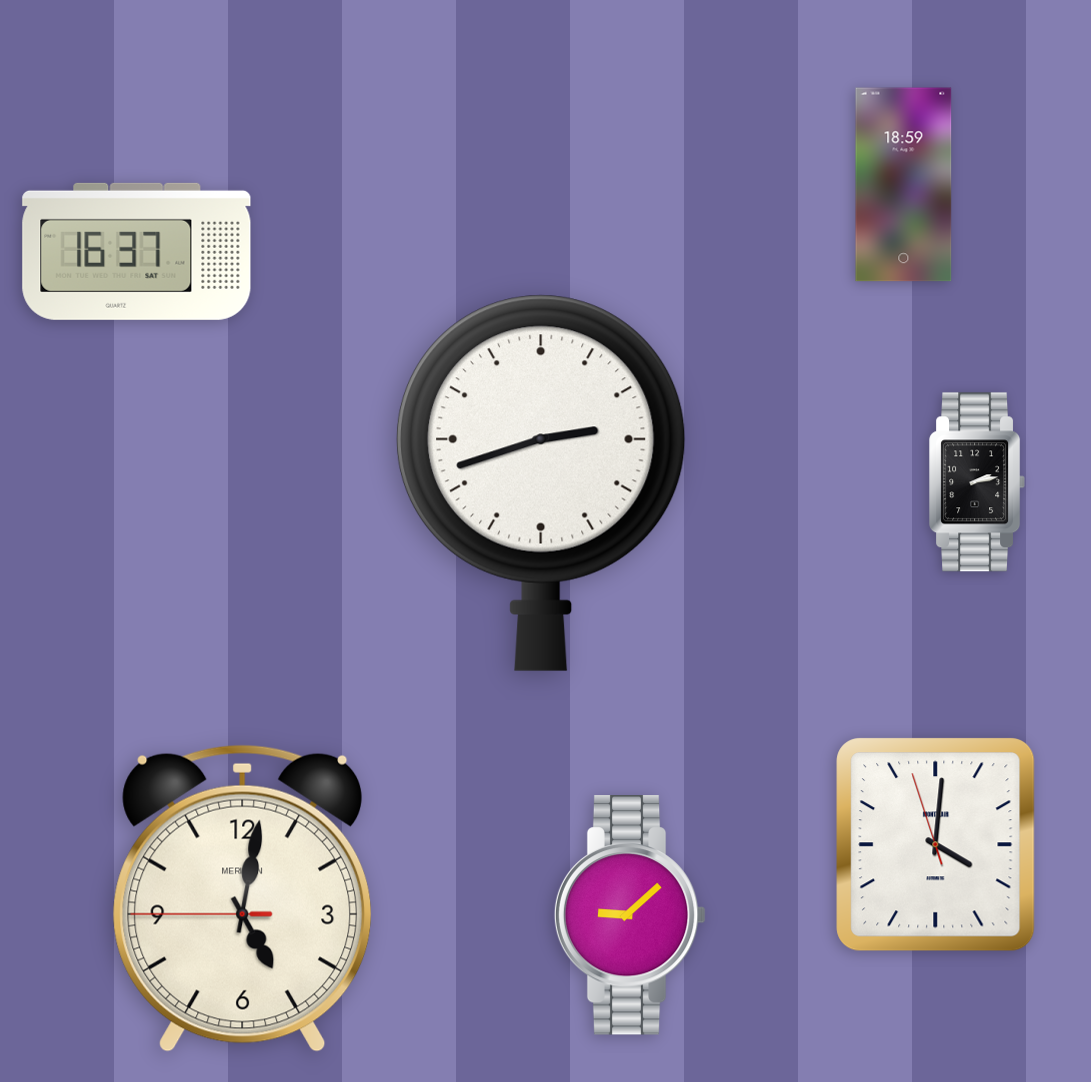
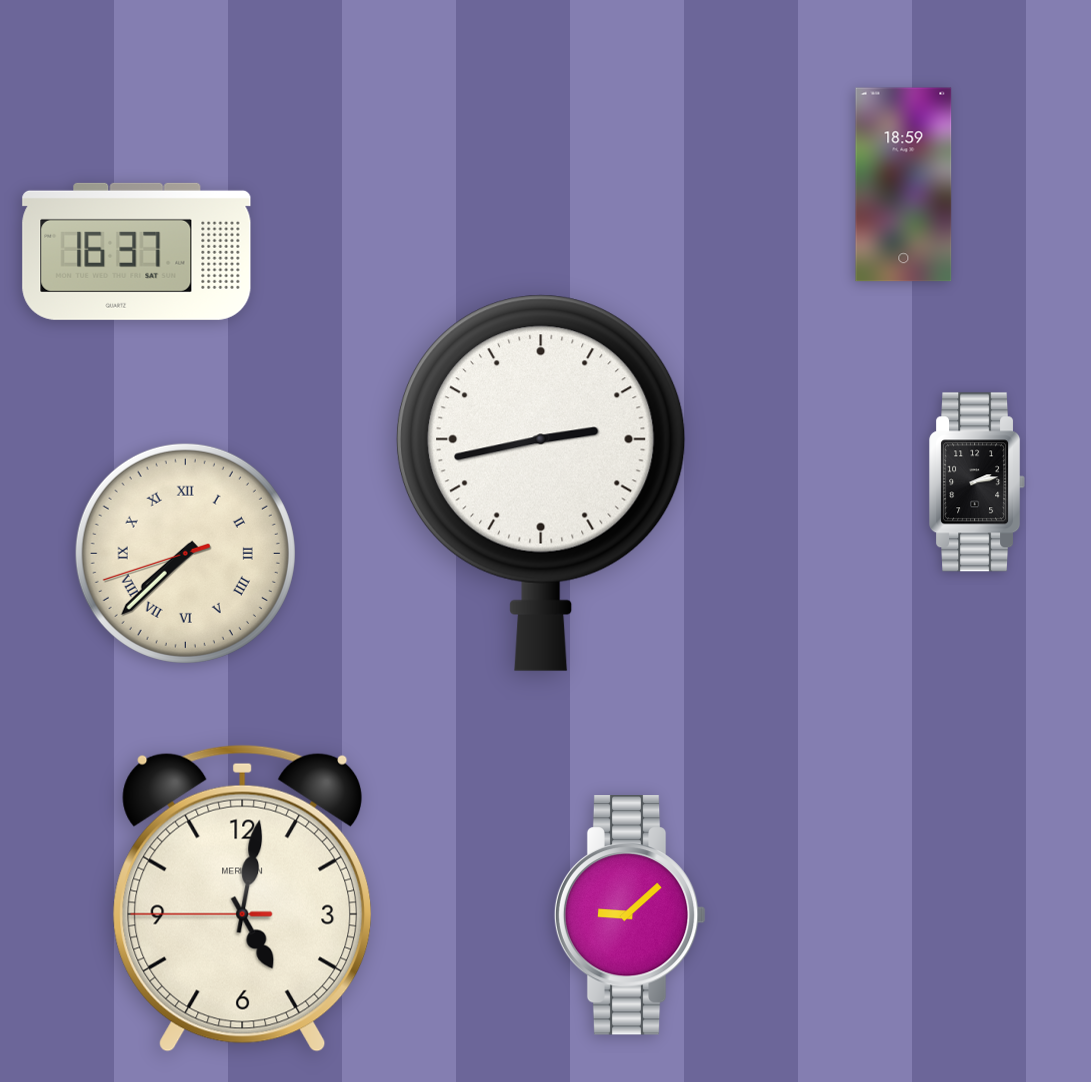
clock at (541, 483): 2:42 -> 2:43
clock at (185, 553): none -> 7:37
clock at (936, 845): 4:00 -> none
